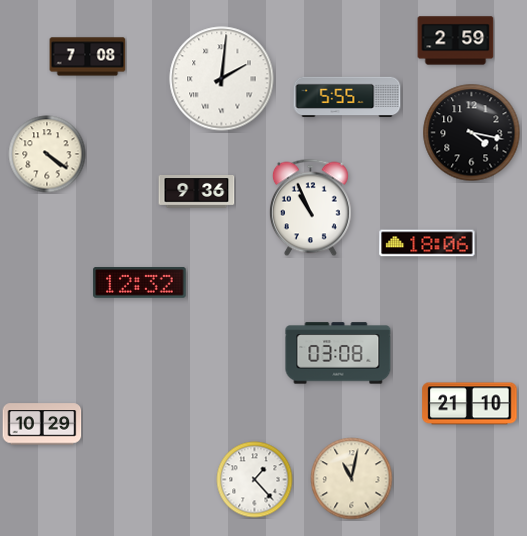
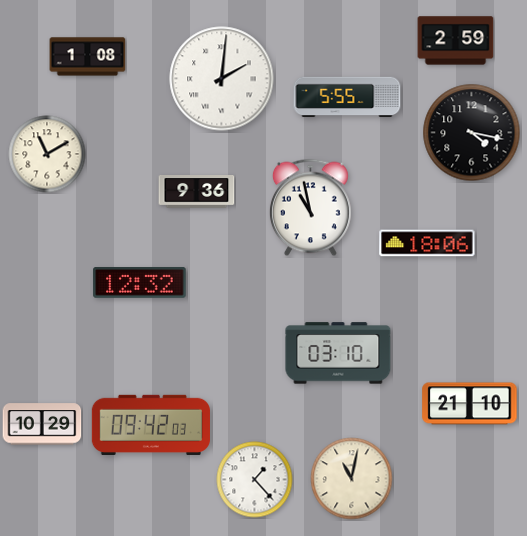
clock at (88, 57): 7:08 -> 1:08
clock at (47, 154): 4:21 -> 11:10
clock at (310, 208): 10:56 -> 10:58
clock at (338, 353): 03:08 -> 03:10
clock at (151, 425): none -> 09:42
